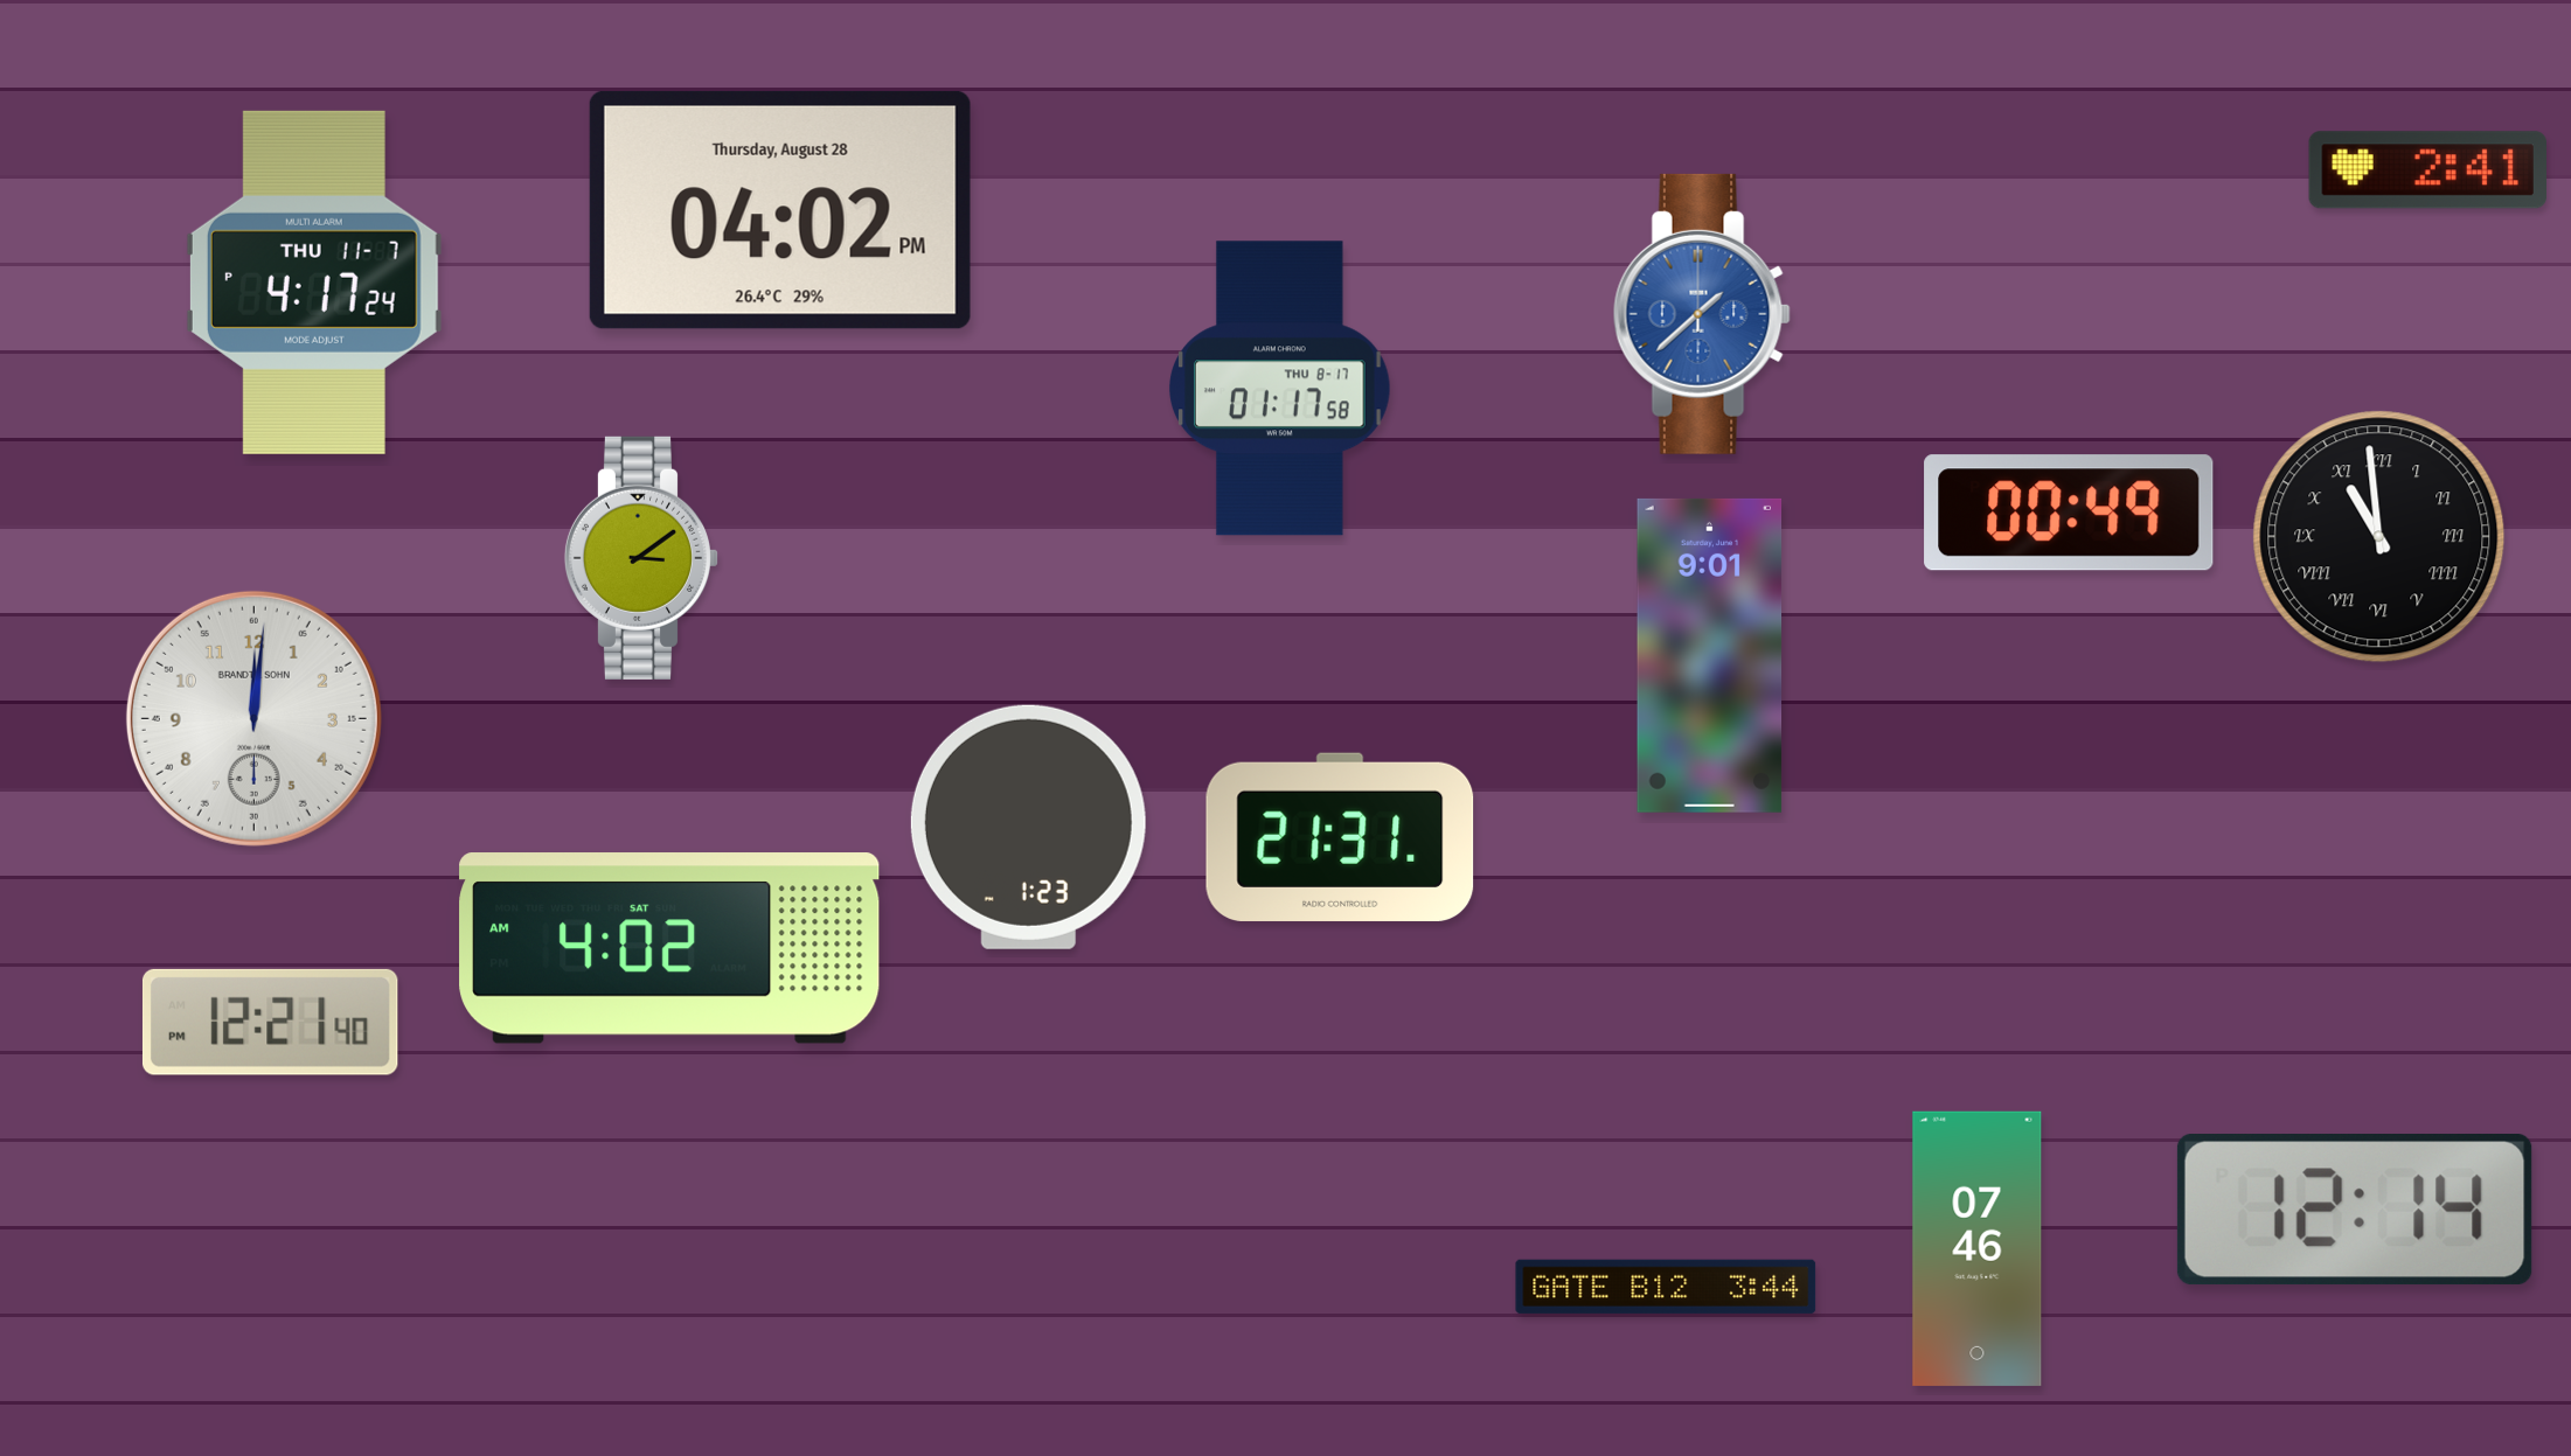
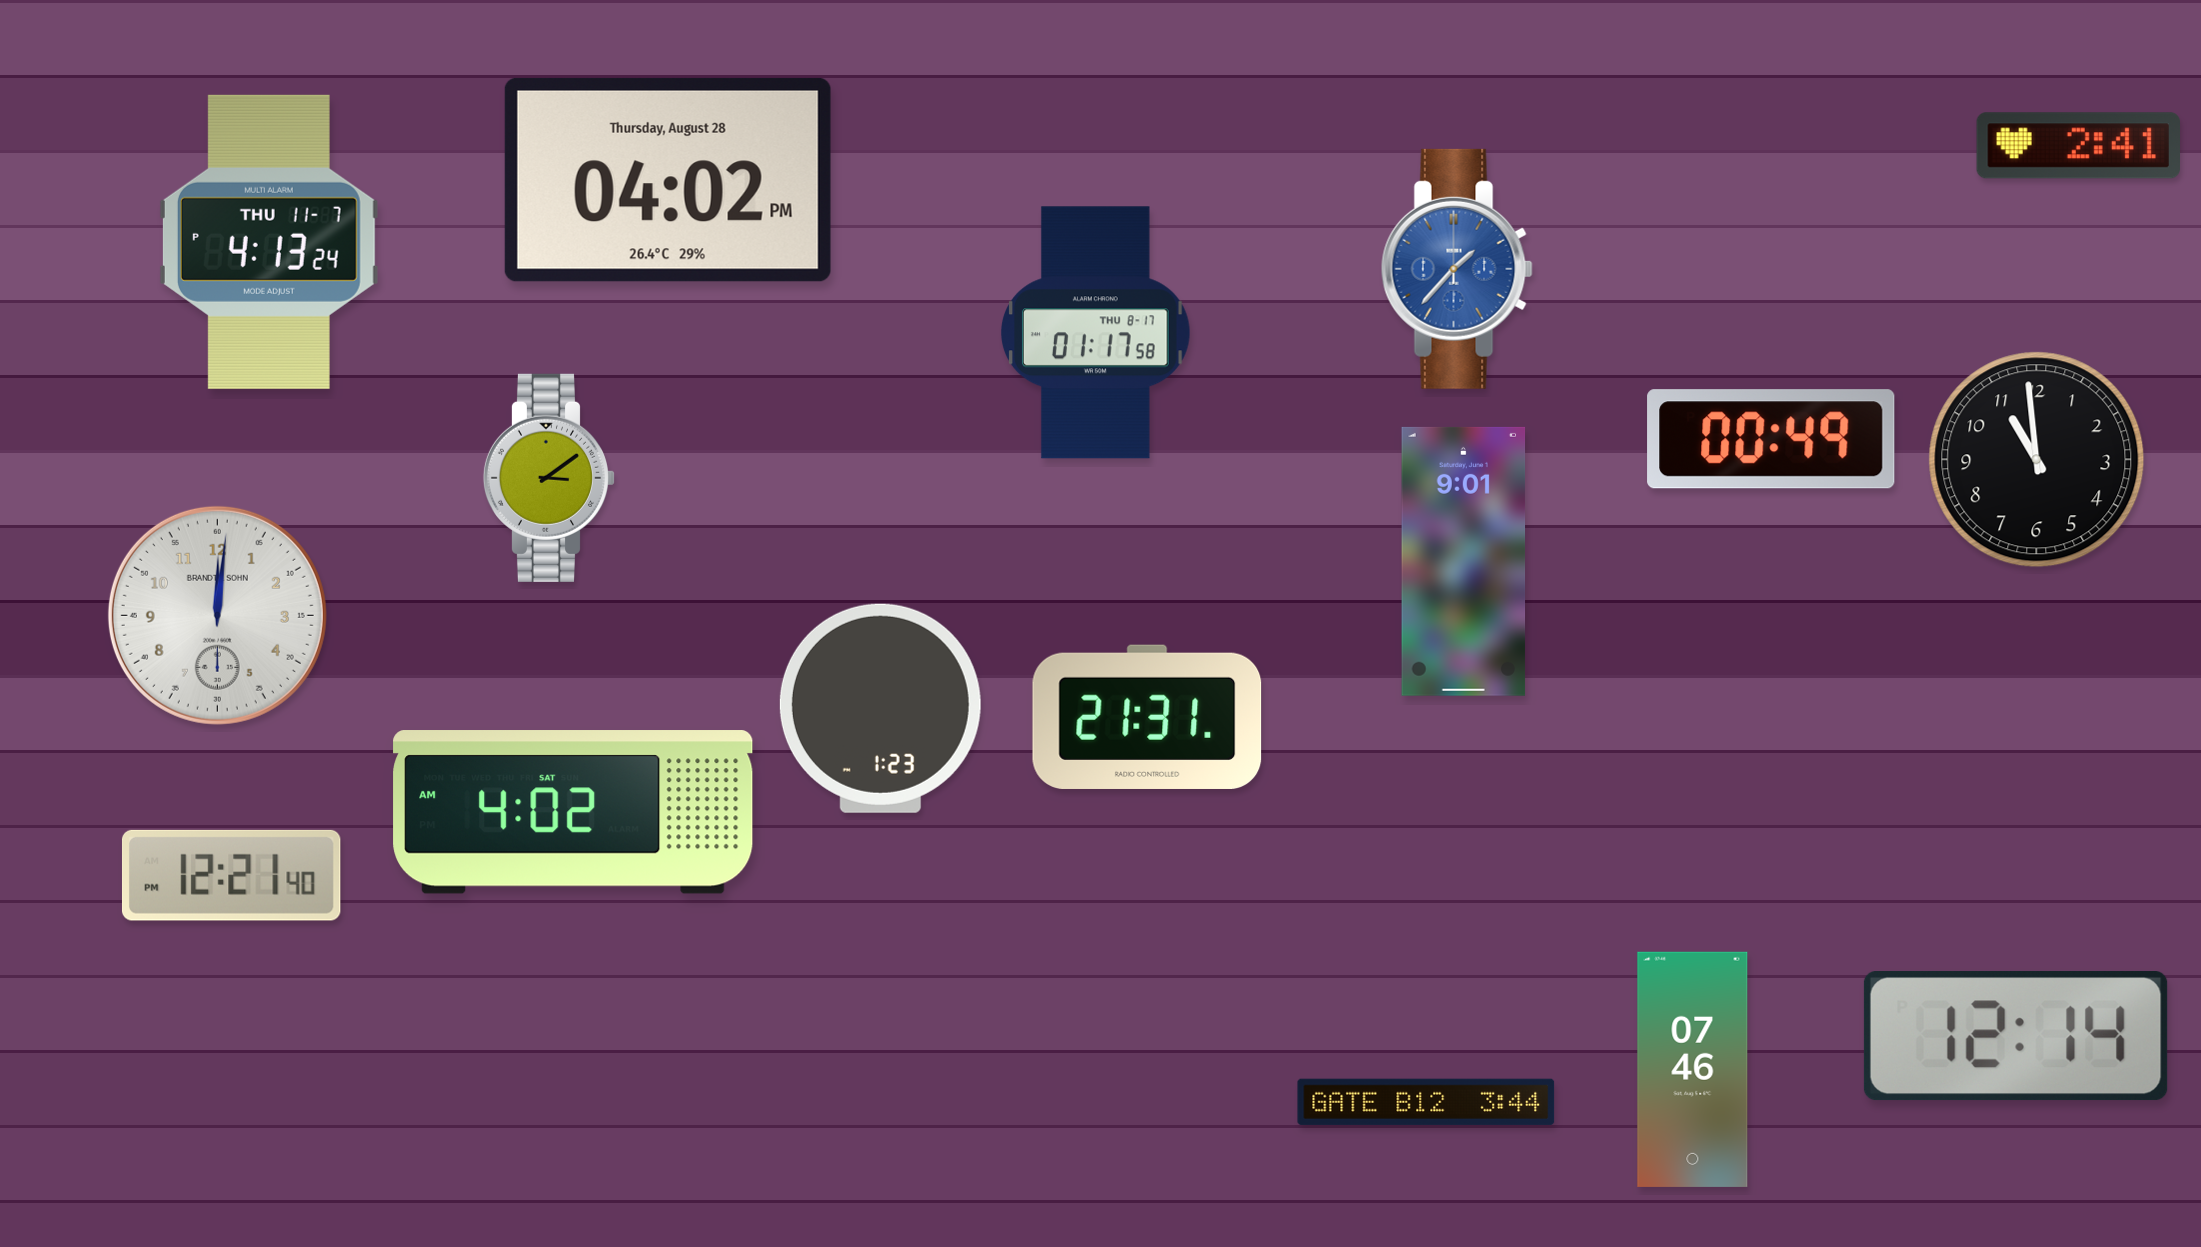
clock at (314, 283): 4:17 -> 4:13
clock at (1702, 314): 1:38 -> 1:37
clock at (2379, 537) numerals: Roman -> Arabic
